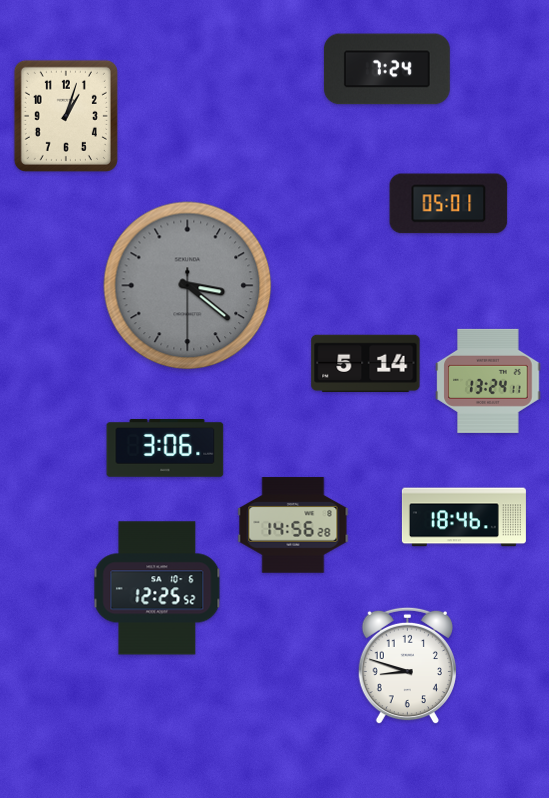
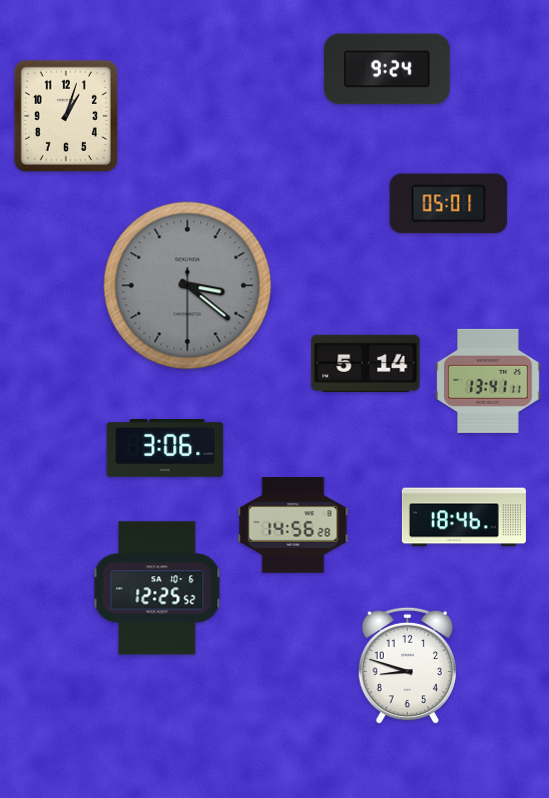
clock at (387, 69): 7:24 -> 9:24
clock at (488, 381): 13:24 -> 13:41
